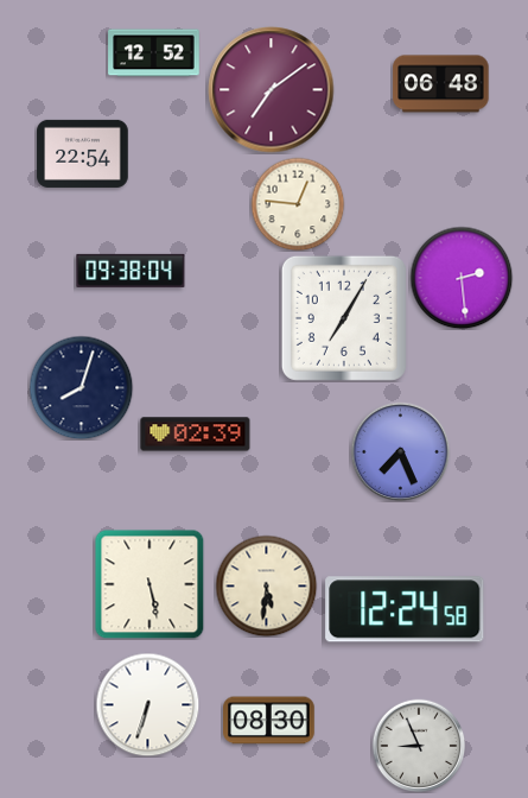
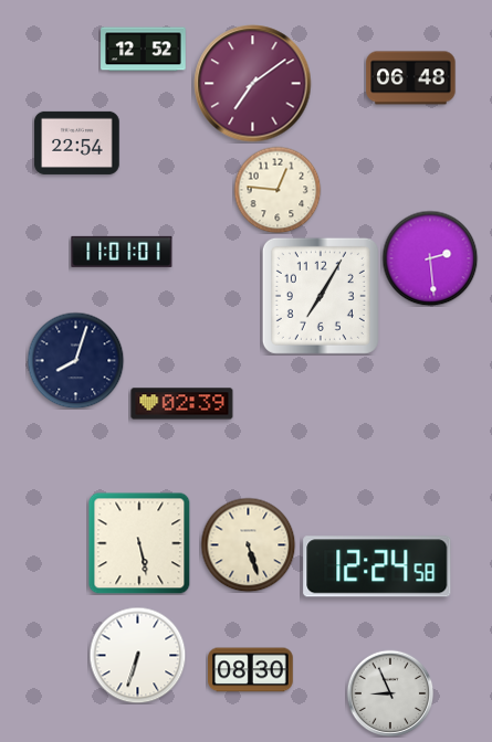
clock at (131, 271): 09:38 -> 11:01
clock at (400, 451): 7:26 -> none
clock at (266, 585): 5:31 -> 5:27
